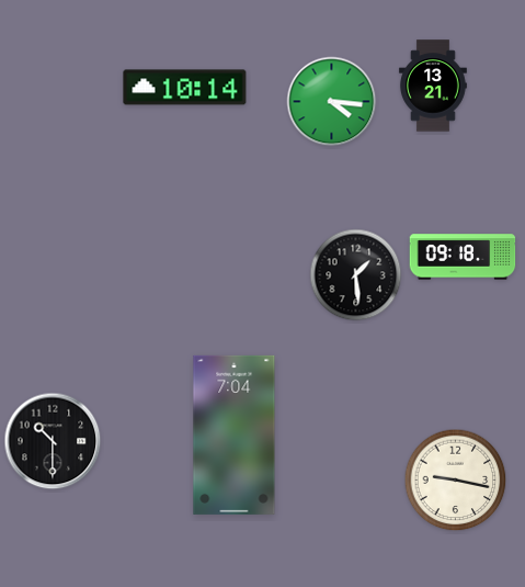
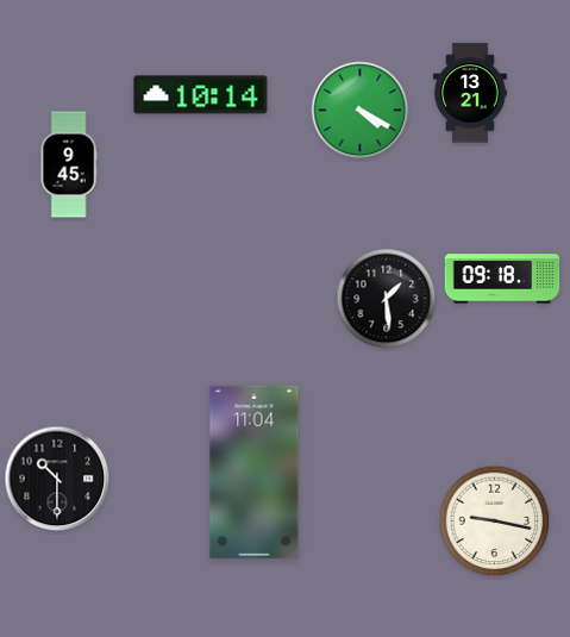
clock at (332, 102): 4:16 -> 4:20
clock at (69, 164): none -> 9:45
clock at (235, 434): 7:04 -> 11:04
